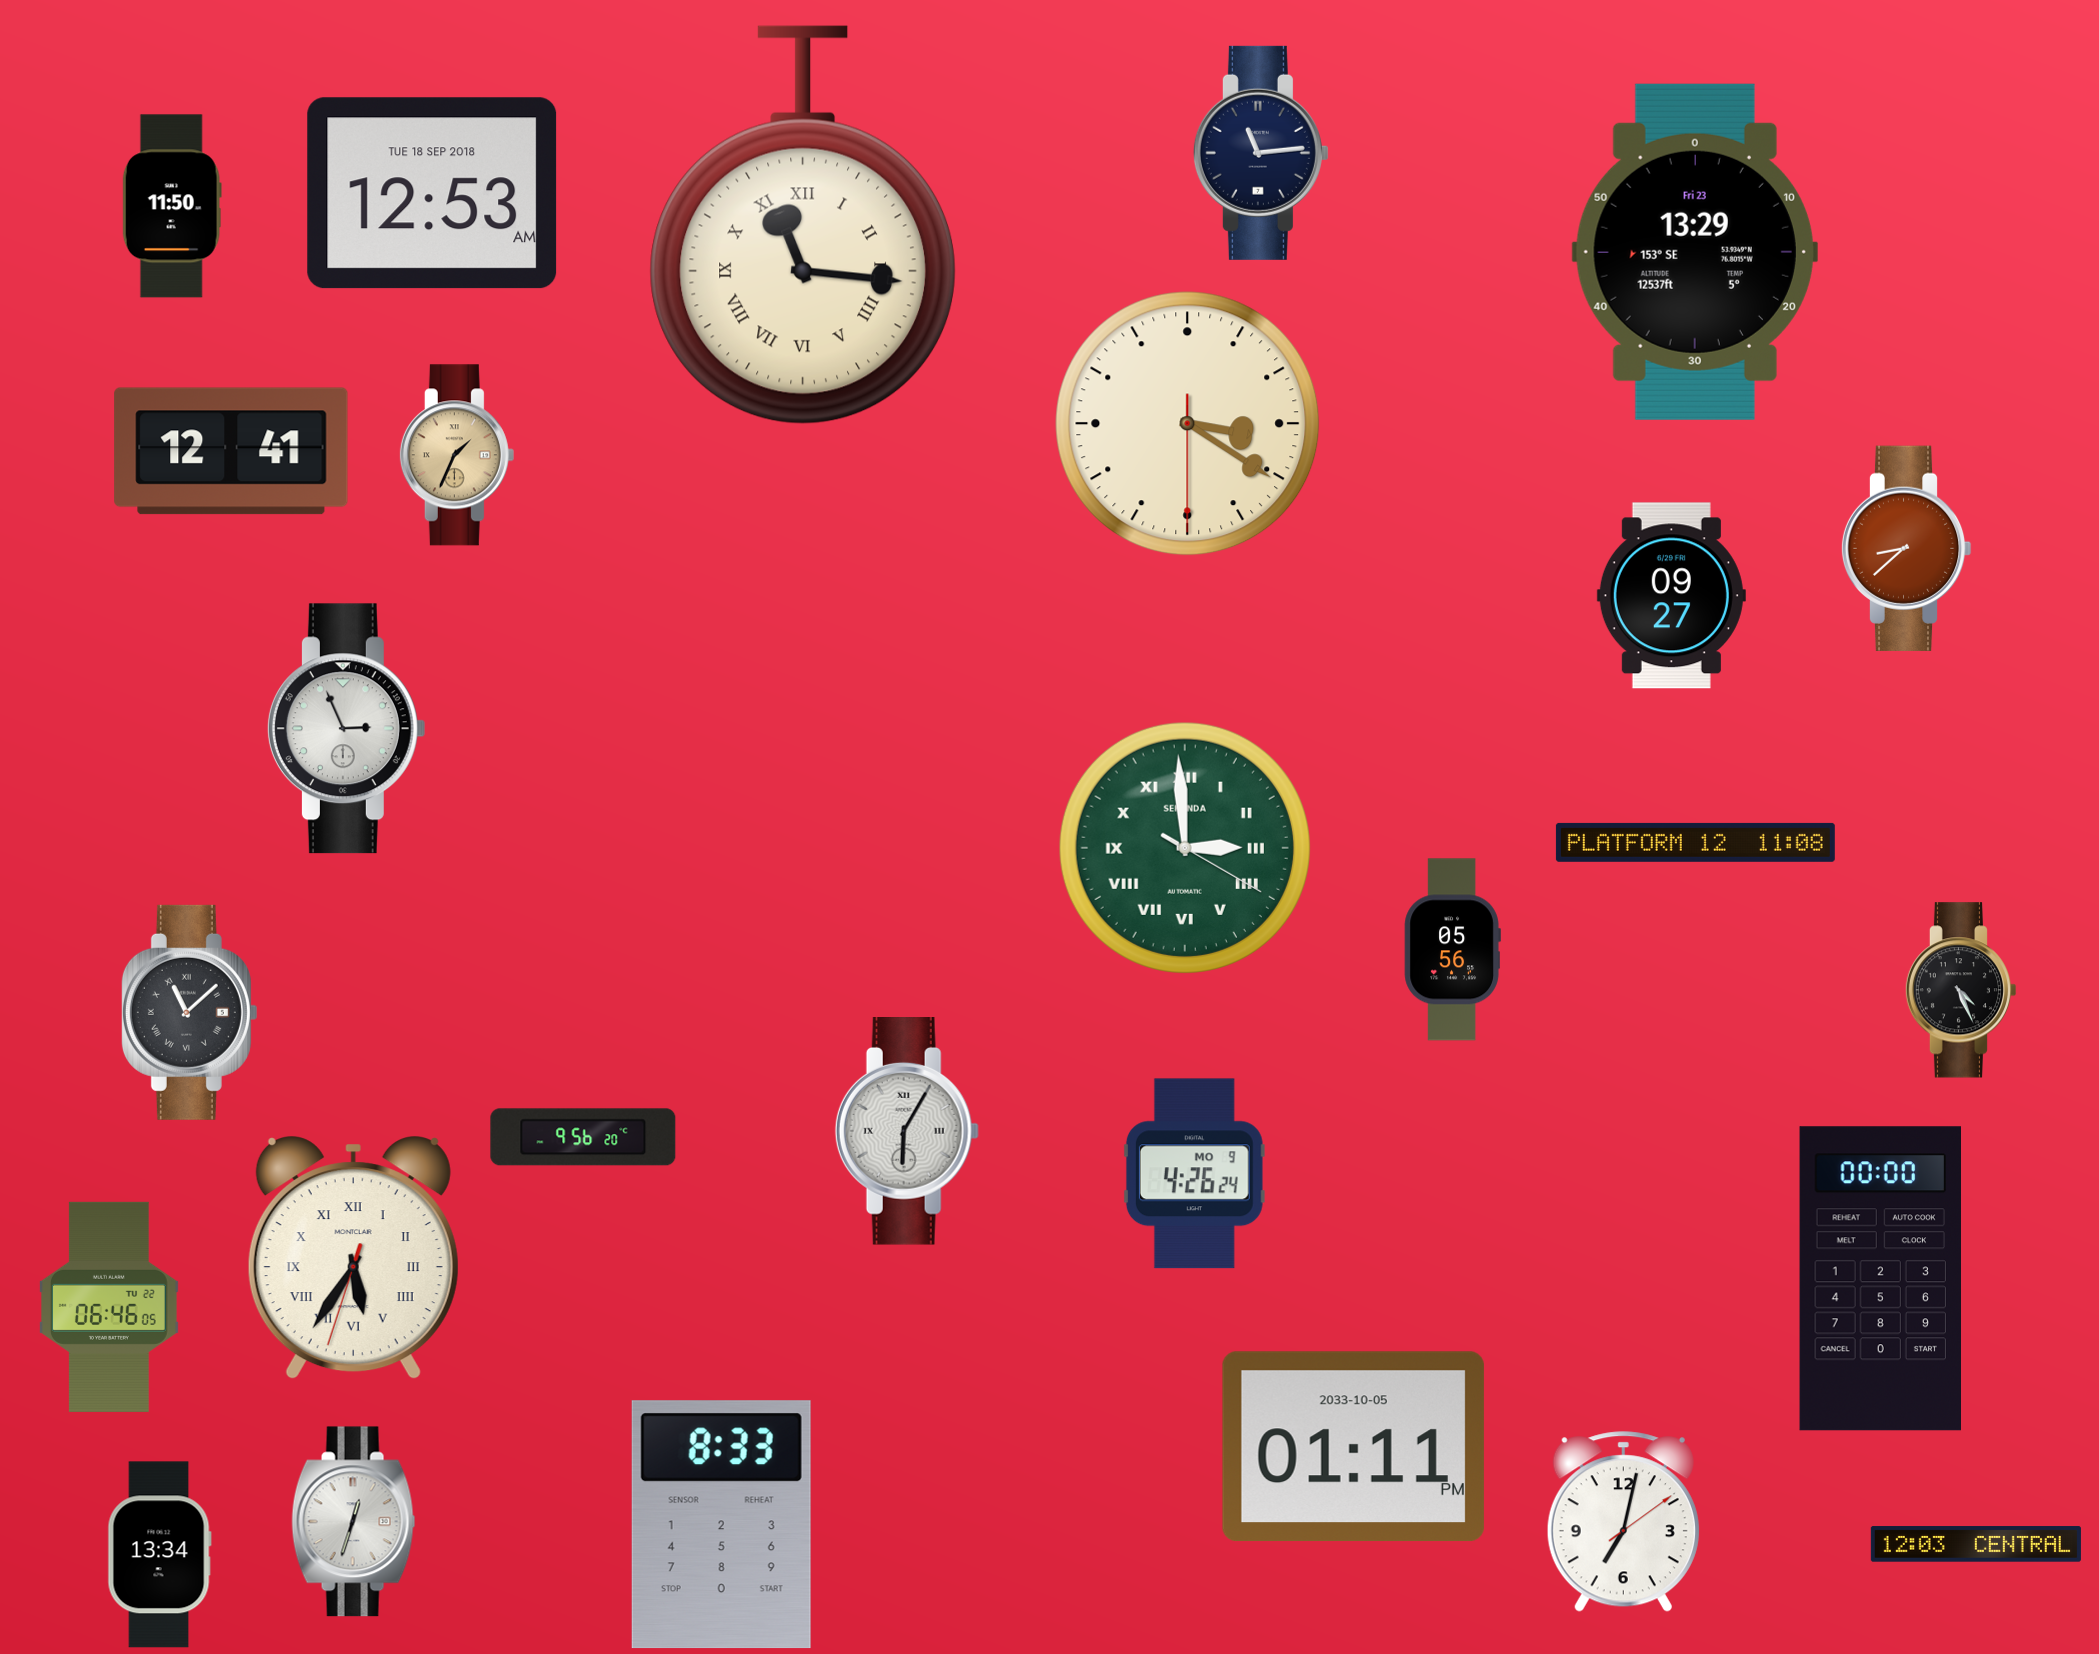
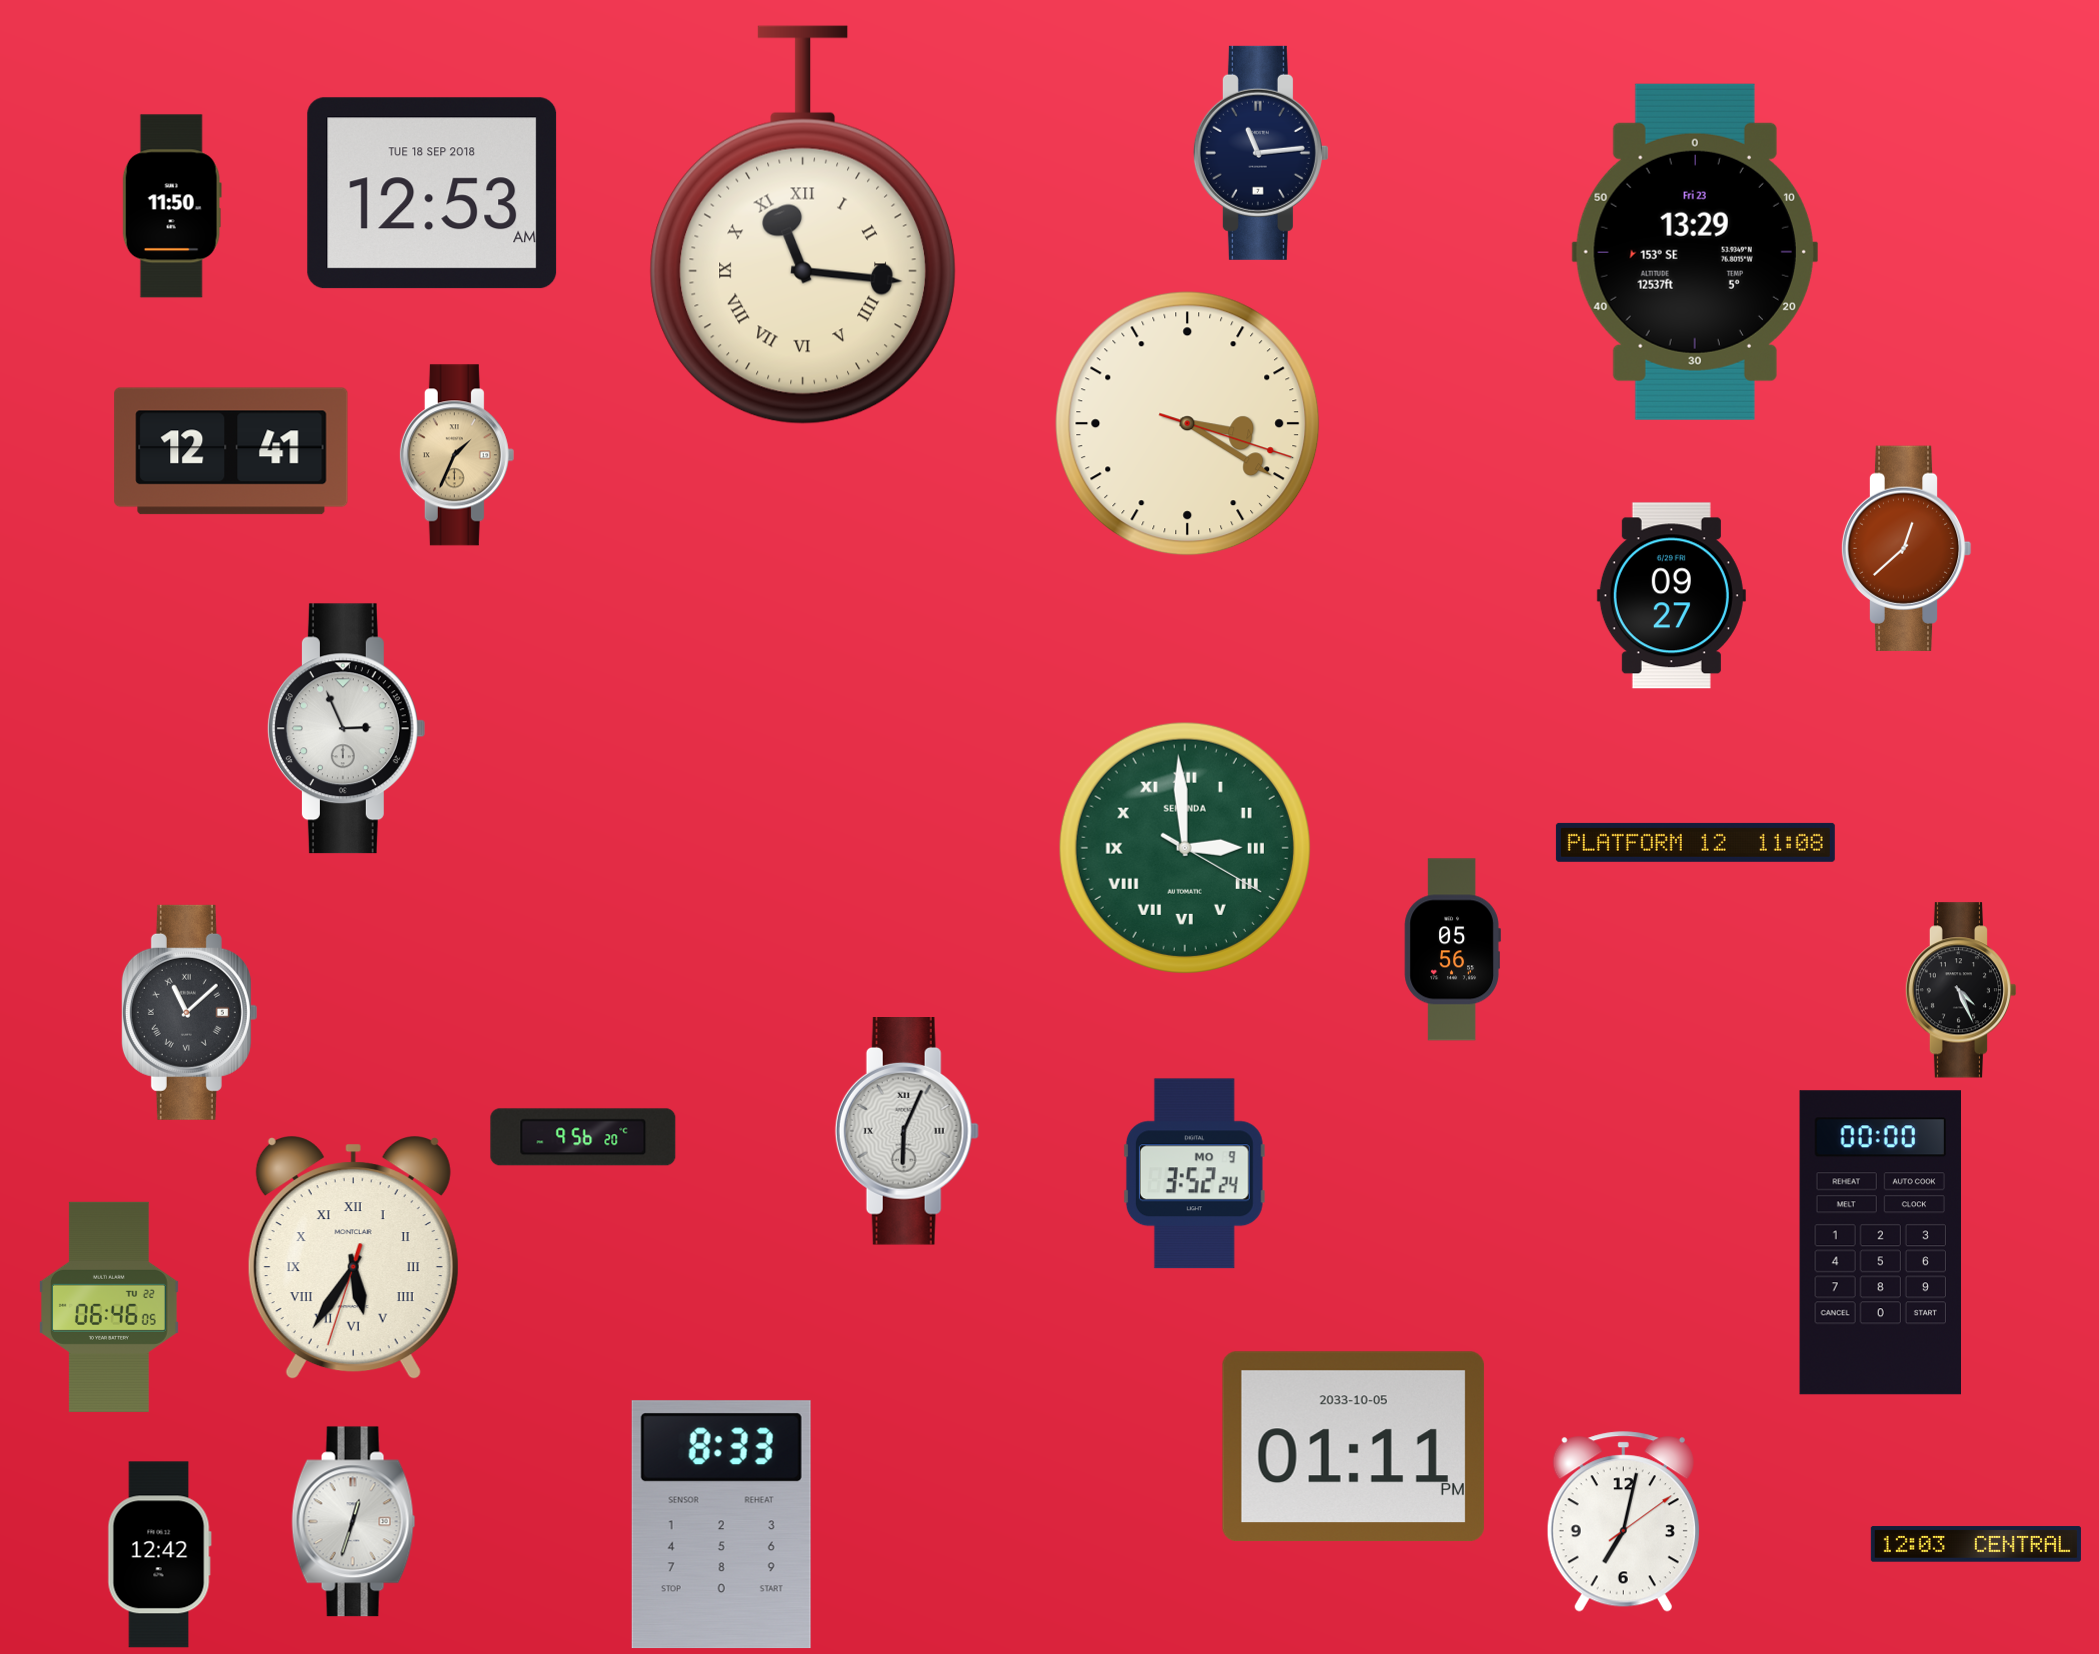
clock at (1188, 424): 3:20:30 -> 3:20:18
clock at (1906, 548): 8:38 -> 12:38
clock at (907, 1132): 6:05 -> 6:04
clock at (1194, 1174): 4:26 -> 3:52
clock at (1880, 1279) position: (1880, 1279) -> (1880, 1243)
clock at (159, 1555): 13:34 -> 12:42
